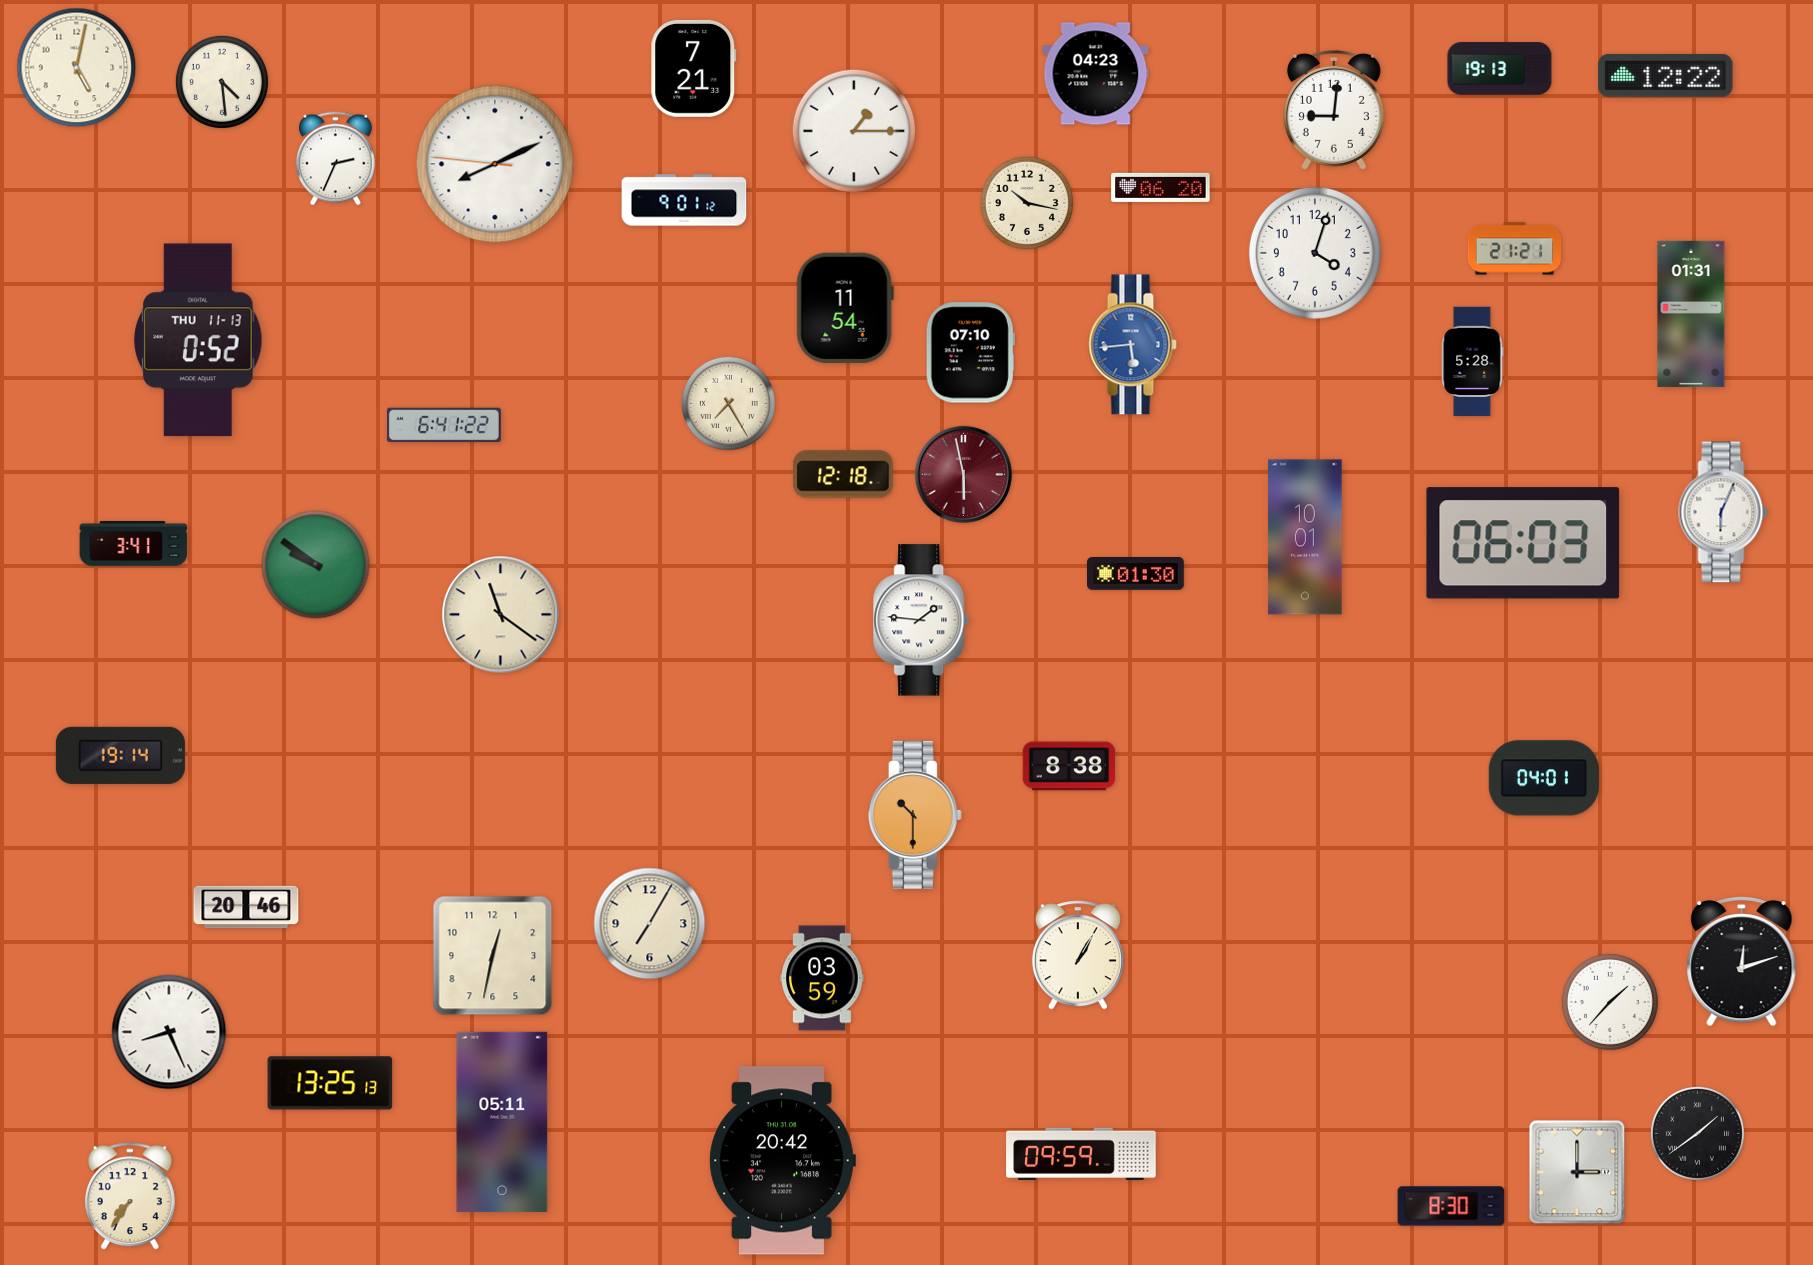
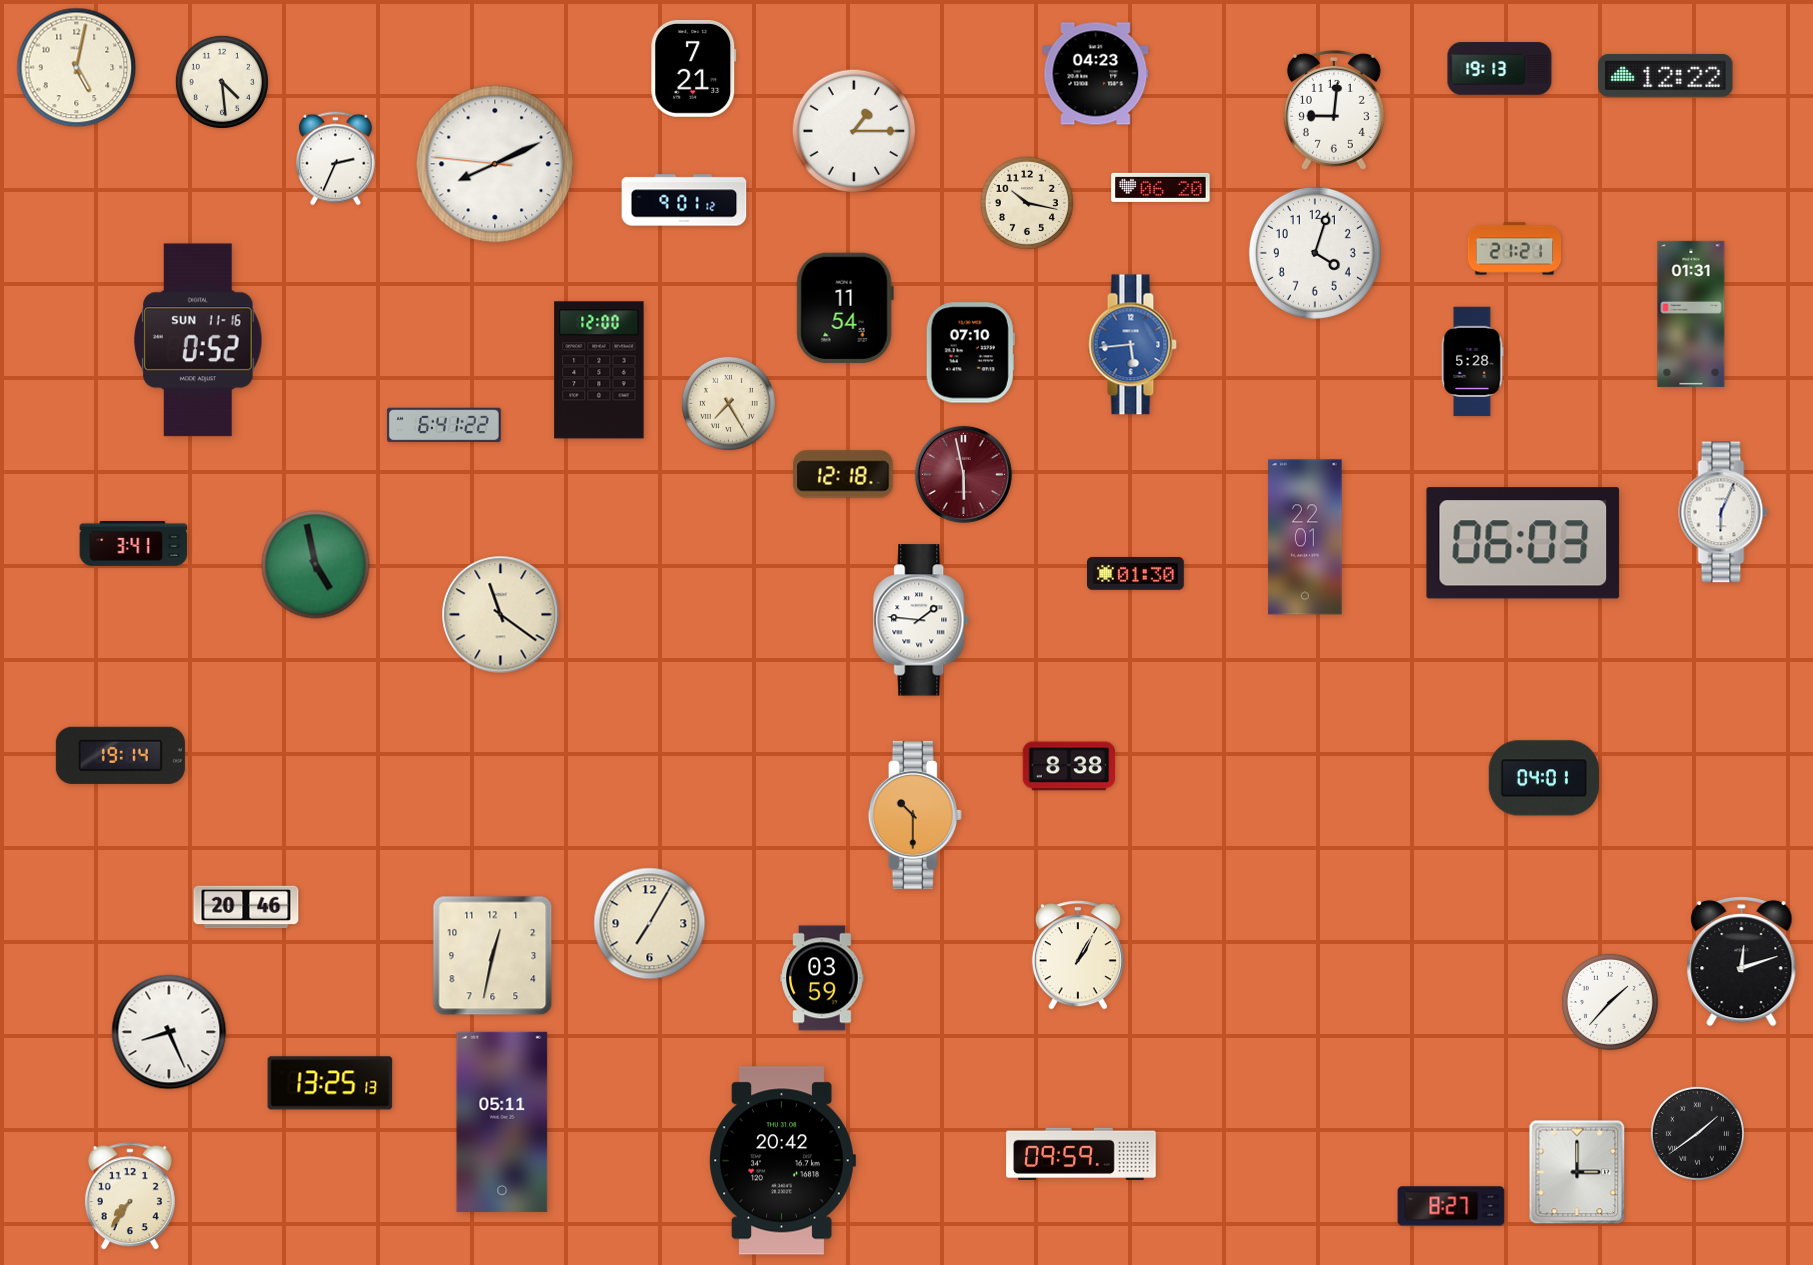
clock at (198, 340) date: THU 11-13 -> SUN 11-16
clock at (599, 370): none -> 12:00
clock at (1305, 537): 10:01 -> 22:01
clock at (316, 565): 9:51 -> 4:58
clock at (1451, 1206): 8:30 -> 8:27
